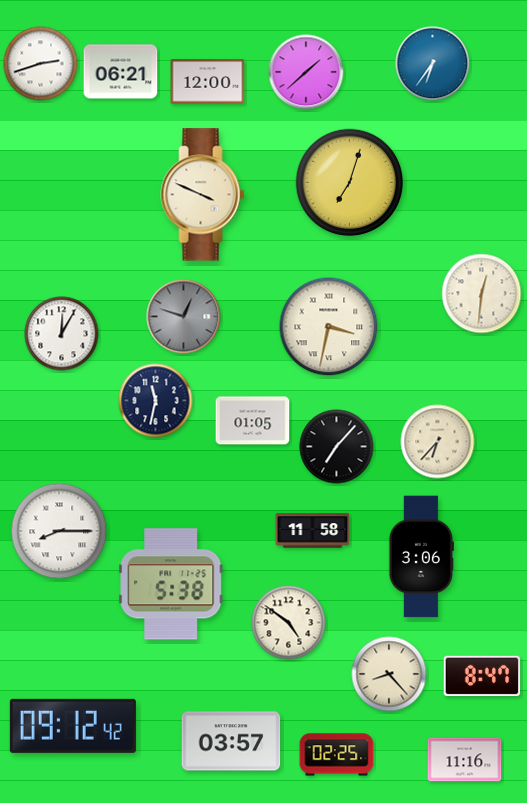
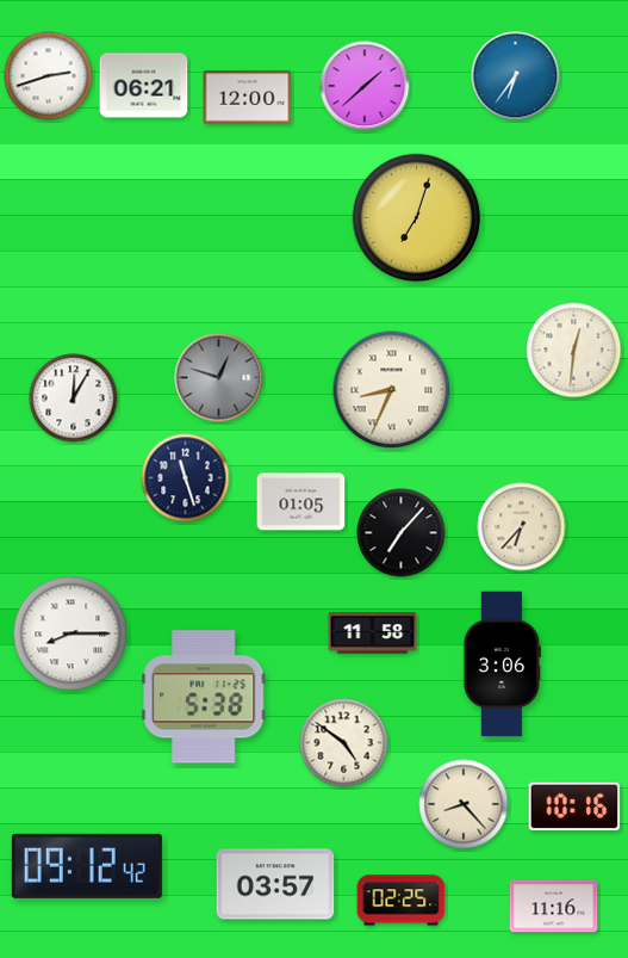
clock at (203, 195): 3:49 -> none
clock at (329, 327): 3:32 -> 8:34
clock at (156, 401): 11:32 -> 11:27
clock at (482, 676): 8:47 -> 10:16
